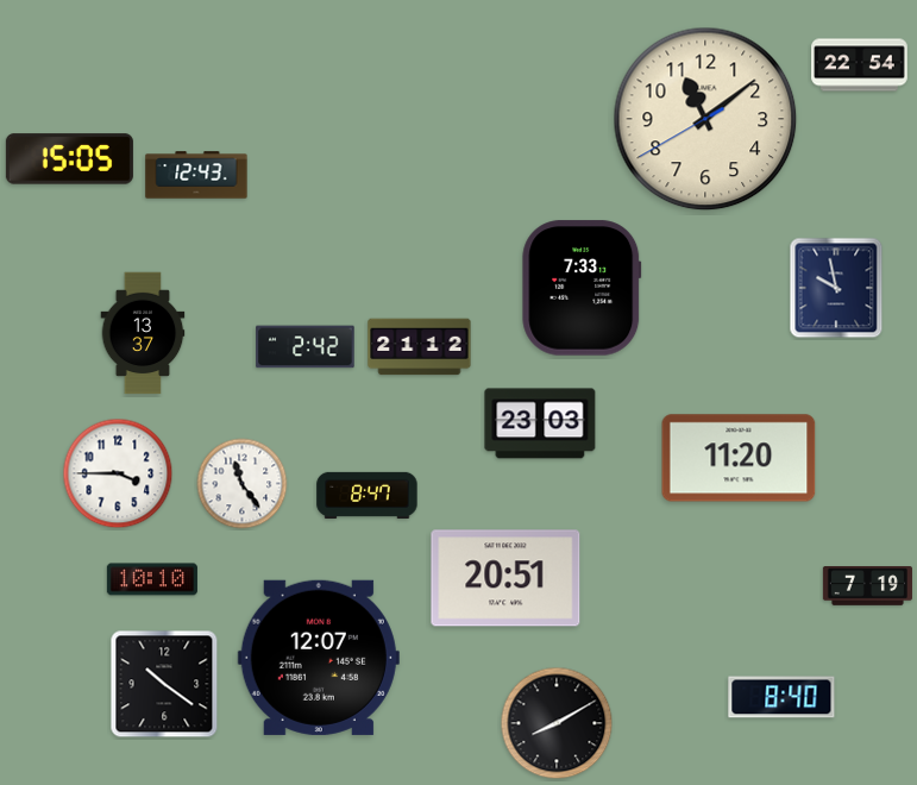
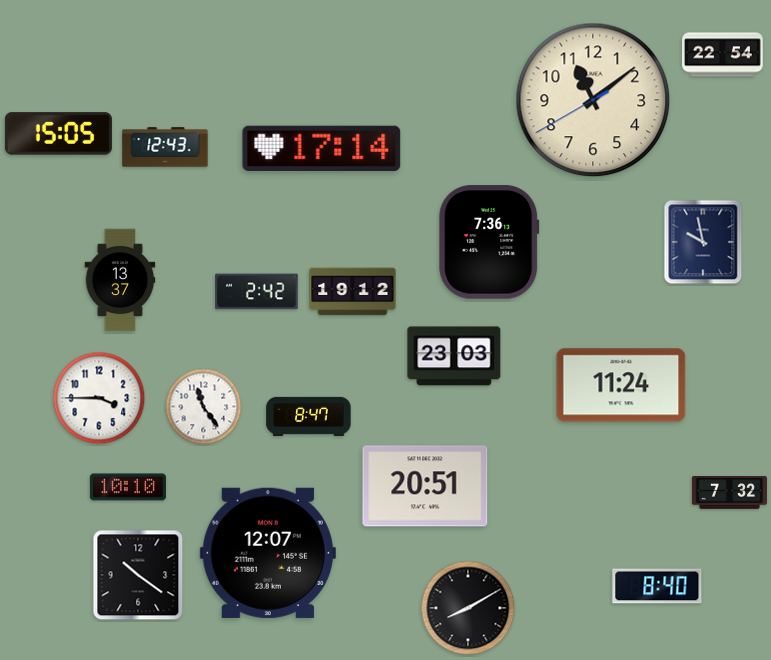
clock at (322, 148): none -> 17:14
clock at (582, 288): 7:33 -> 7:36
clock at (420, 347): 21:12 -> 19:12
clock at (739, 458): 11:20 -> 11:24
clock at (867, 586): 7:19 -> 7:32
